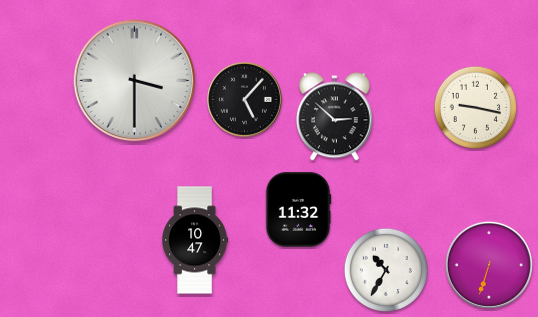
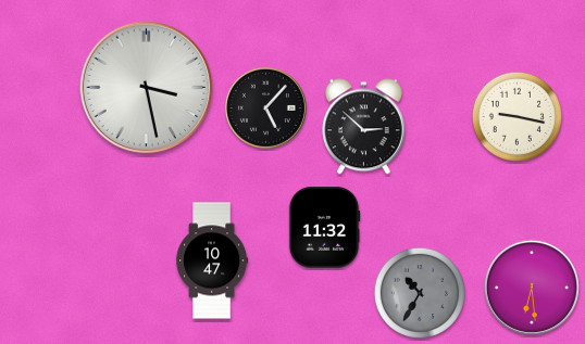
clock at (135, 81): 3:30 -> 3:28
clock at (489, 265): 6:33 -> 6:29
clock at (386, 270) dial: white -> grey
